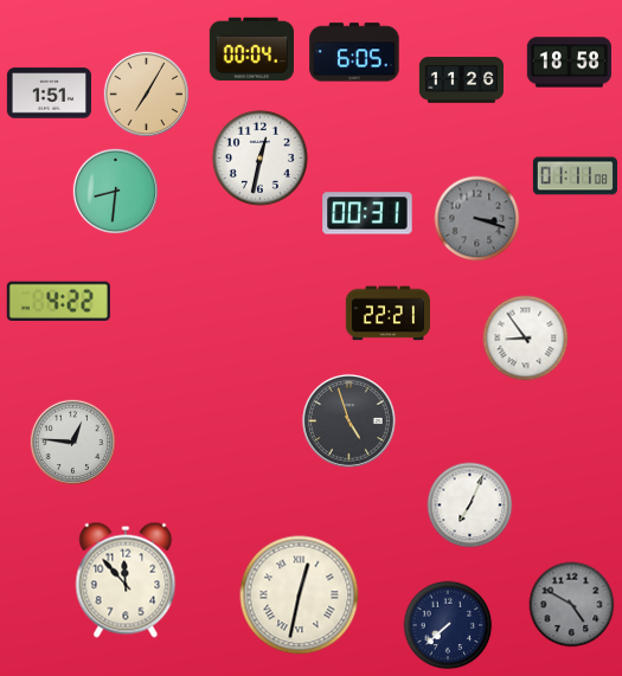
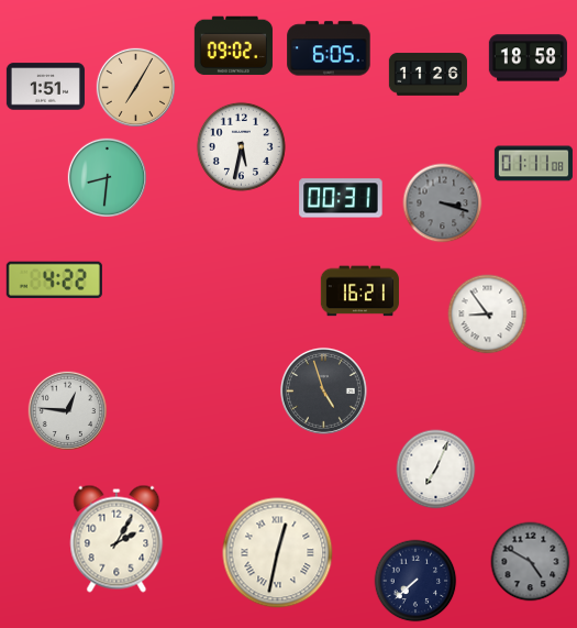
clock at (251, 50): 00:04 -> 09:02
clock at (259, 157): 12:32 -> 5:32
clock at (387, 314): 22:21 -> 16:21
clock at (126, 580): 11:53 -> 2:05
